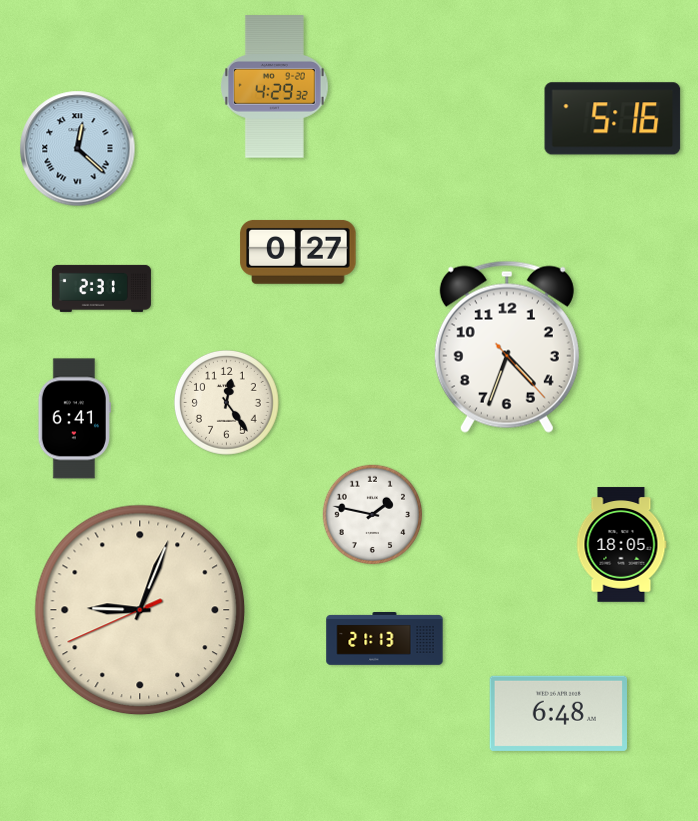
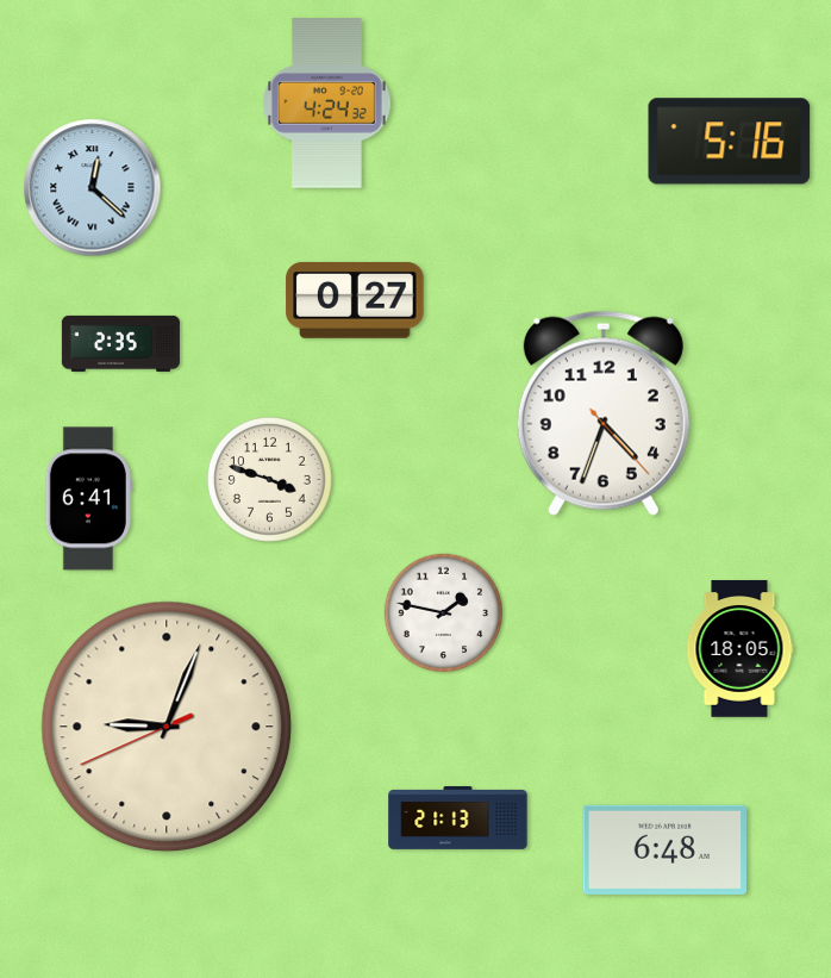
clock at (275, 87): 4:29 -> 4:24
clock at (78, 149) position: (78, 149) -> (93, 188)
clock at (101, 288): 2:31 -> 2:35
clock at (227, 403): 12:24 -> 3:48
clock at (385, 639) position: (385, 639) -> (458, 818)
